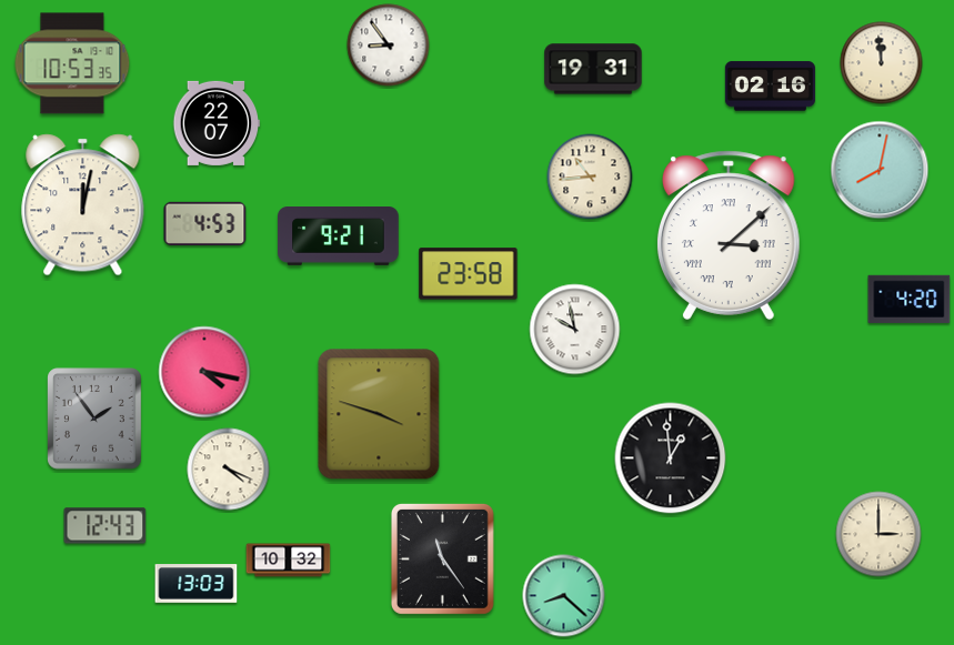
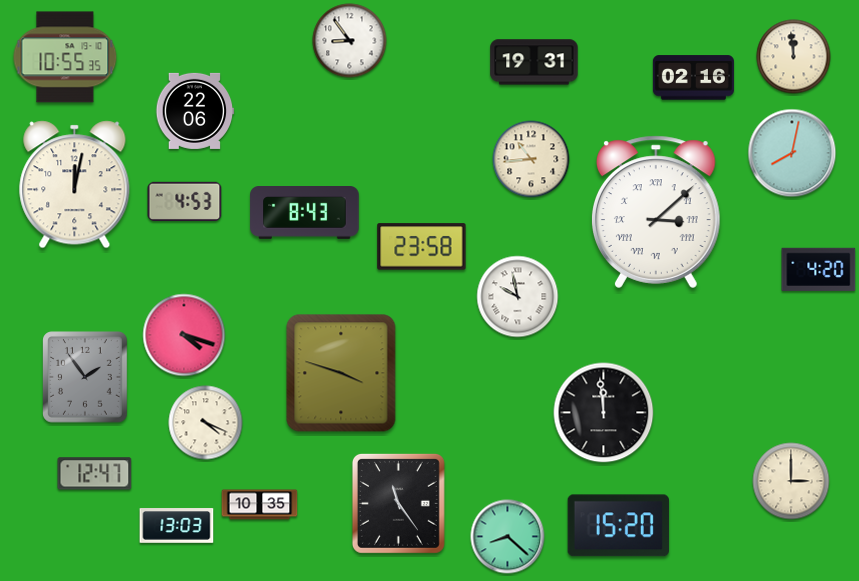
clock at (72, 63): 10:53 -> 10:55
clock at (217, 123): 22:07 -> 22:06
clock at (339, 236): 9:21 -> 8:43
clock at (204, 372): 4:17 -> 4:18
clock at (671, 458): 12:59 -> 11:59
clock at (106, 526): 12:43 -> 12:47
clock at (289, 561): 10:32 -> 10:35
clock at (618, 526): none -> 15:20
